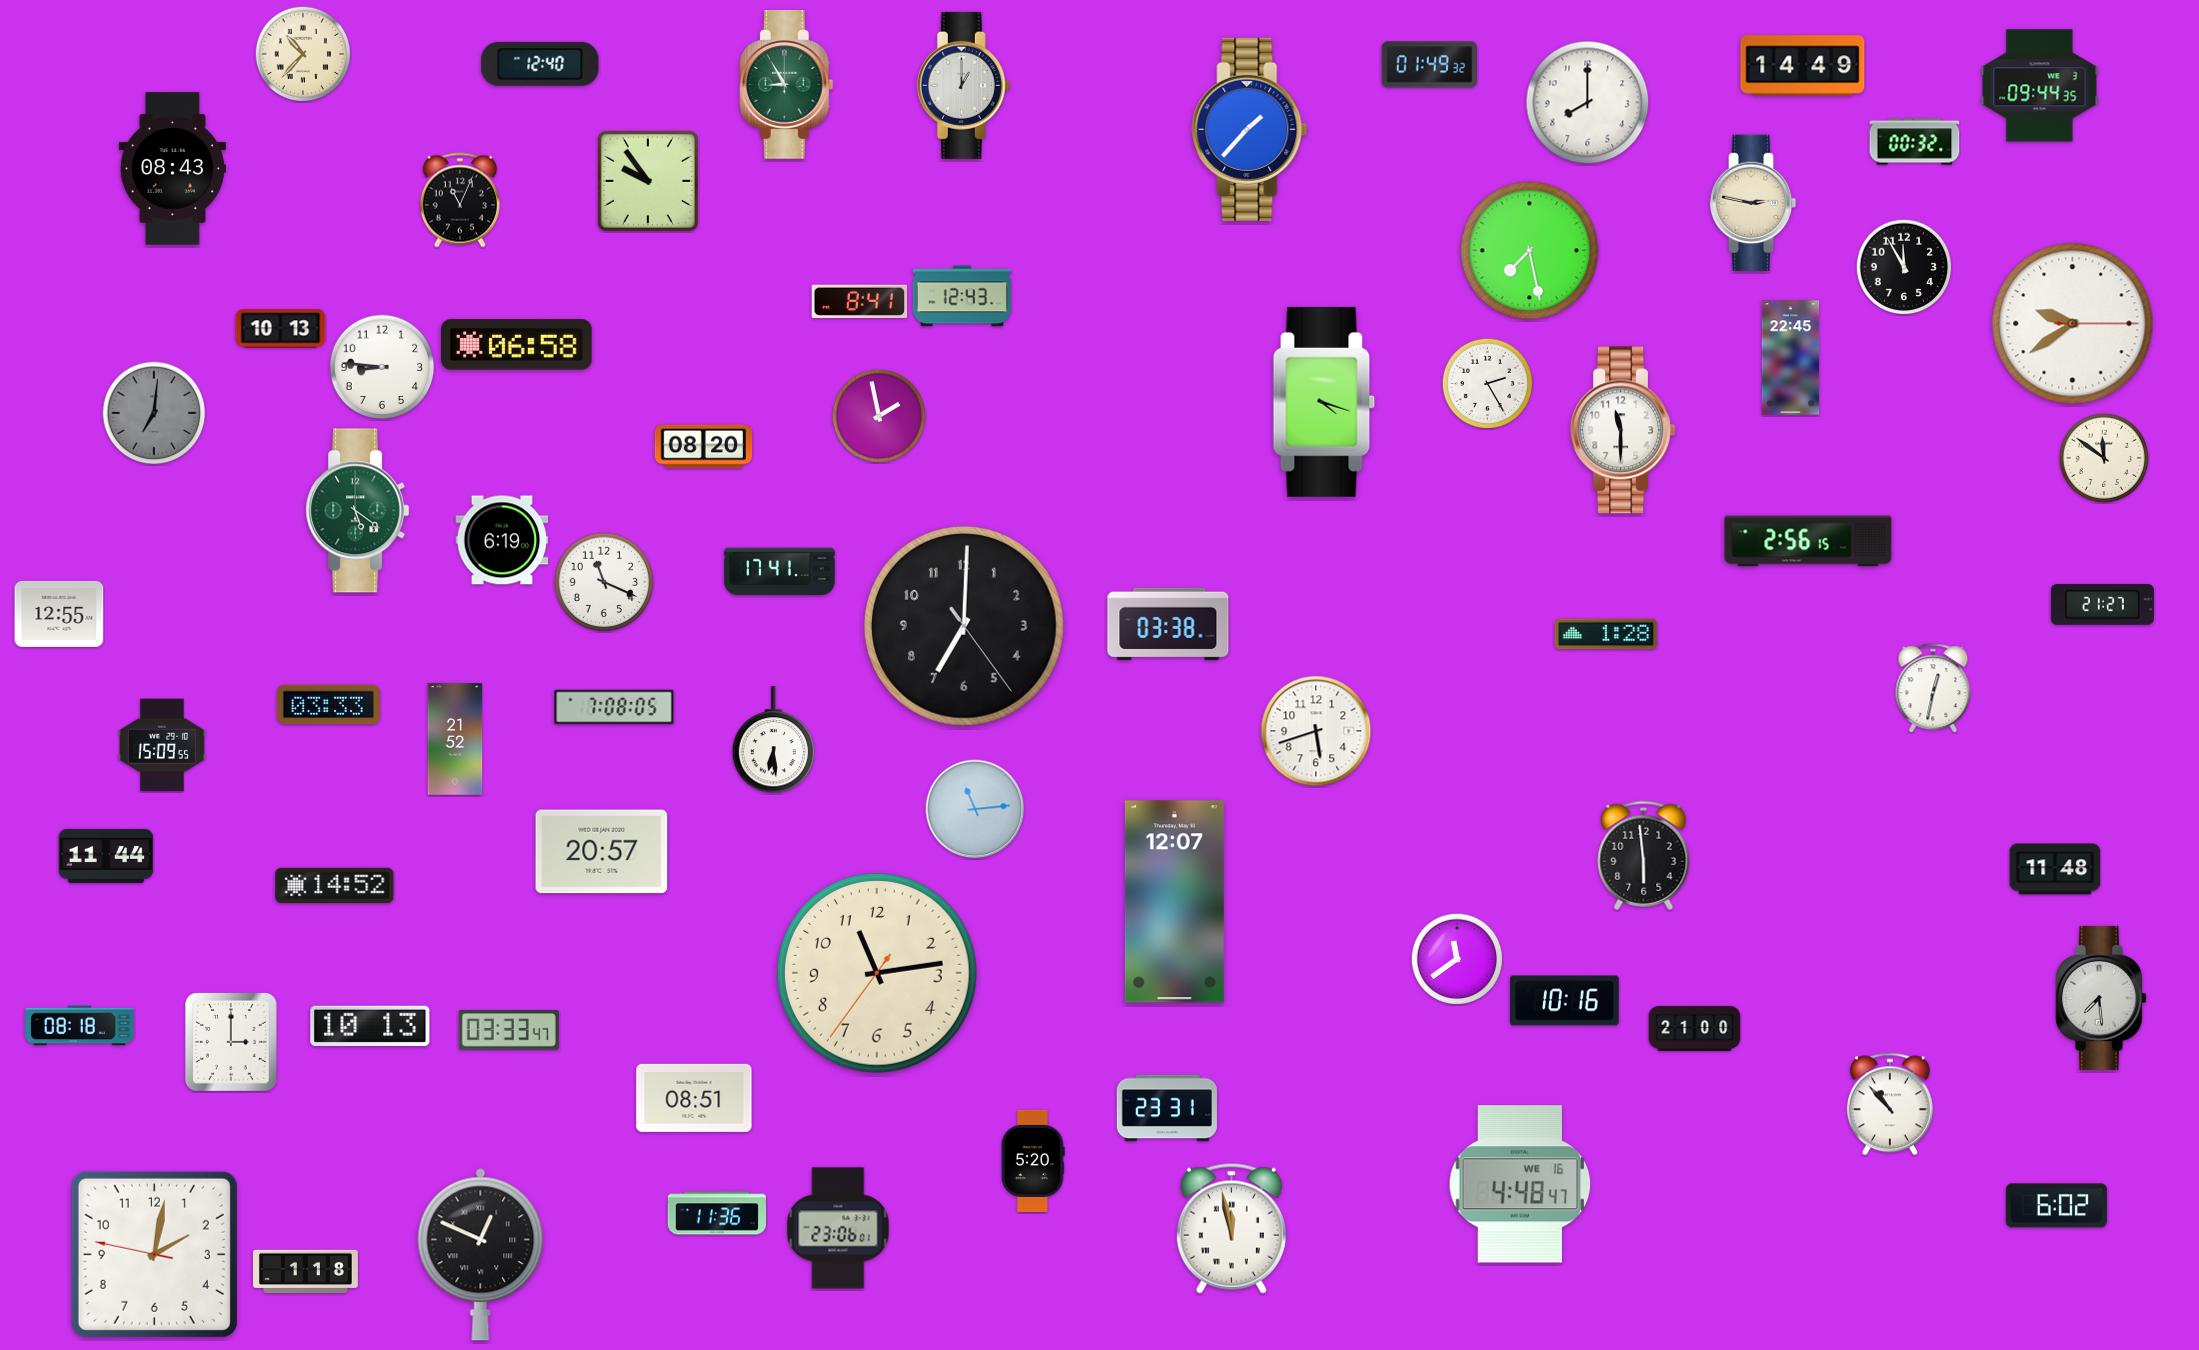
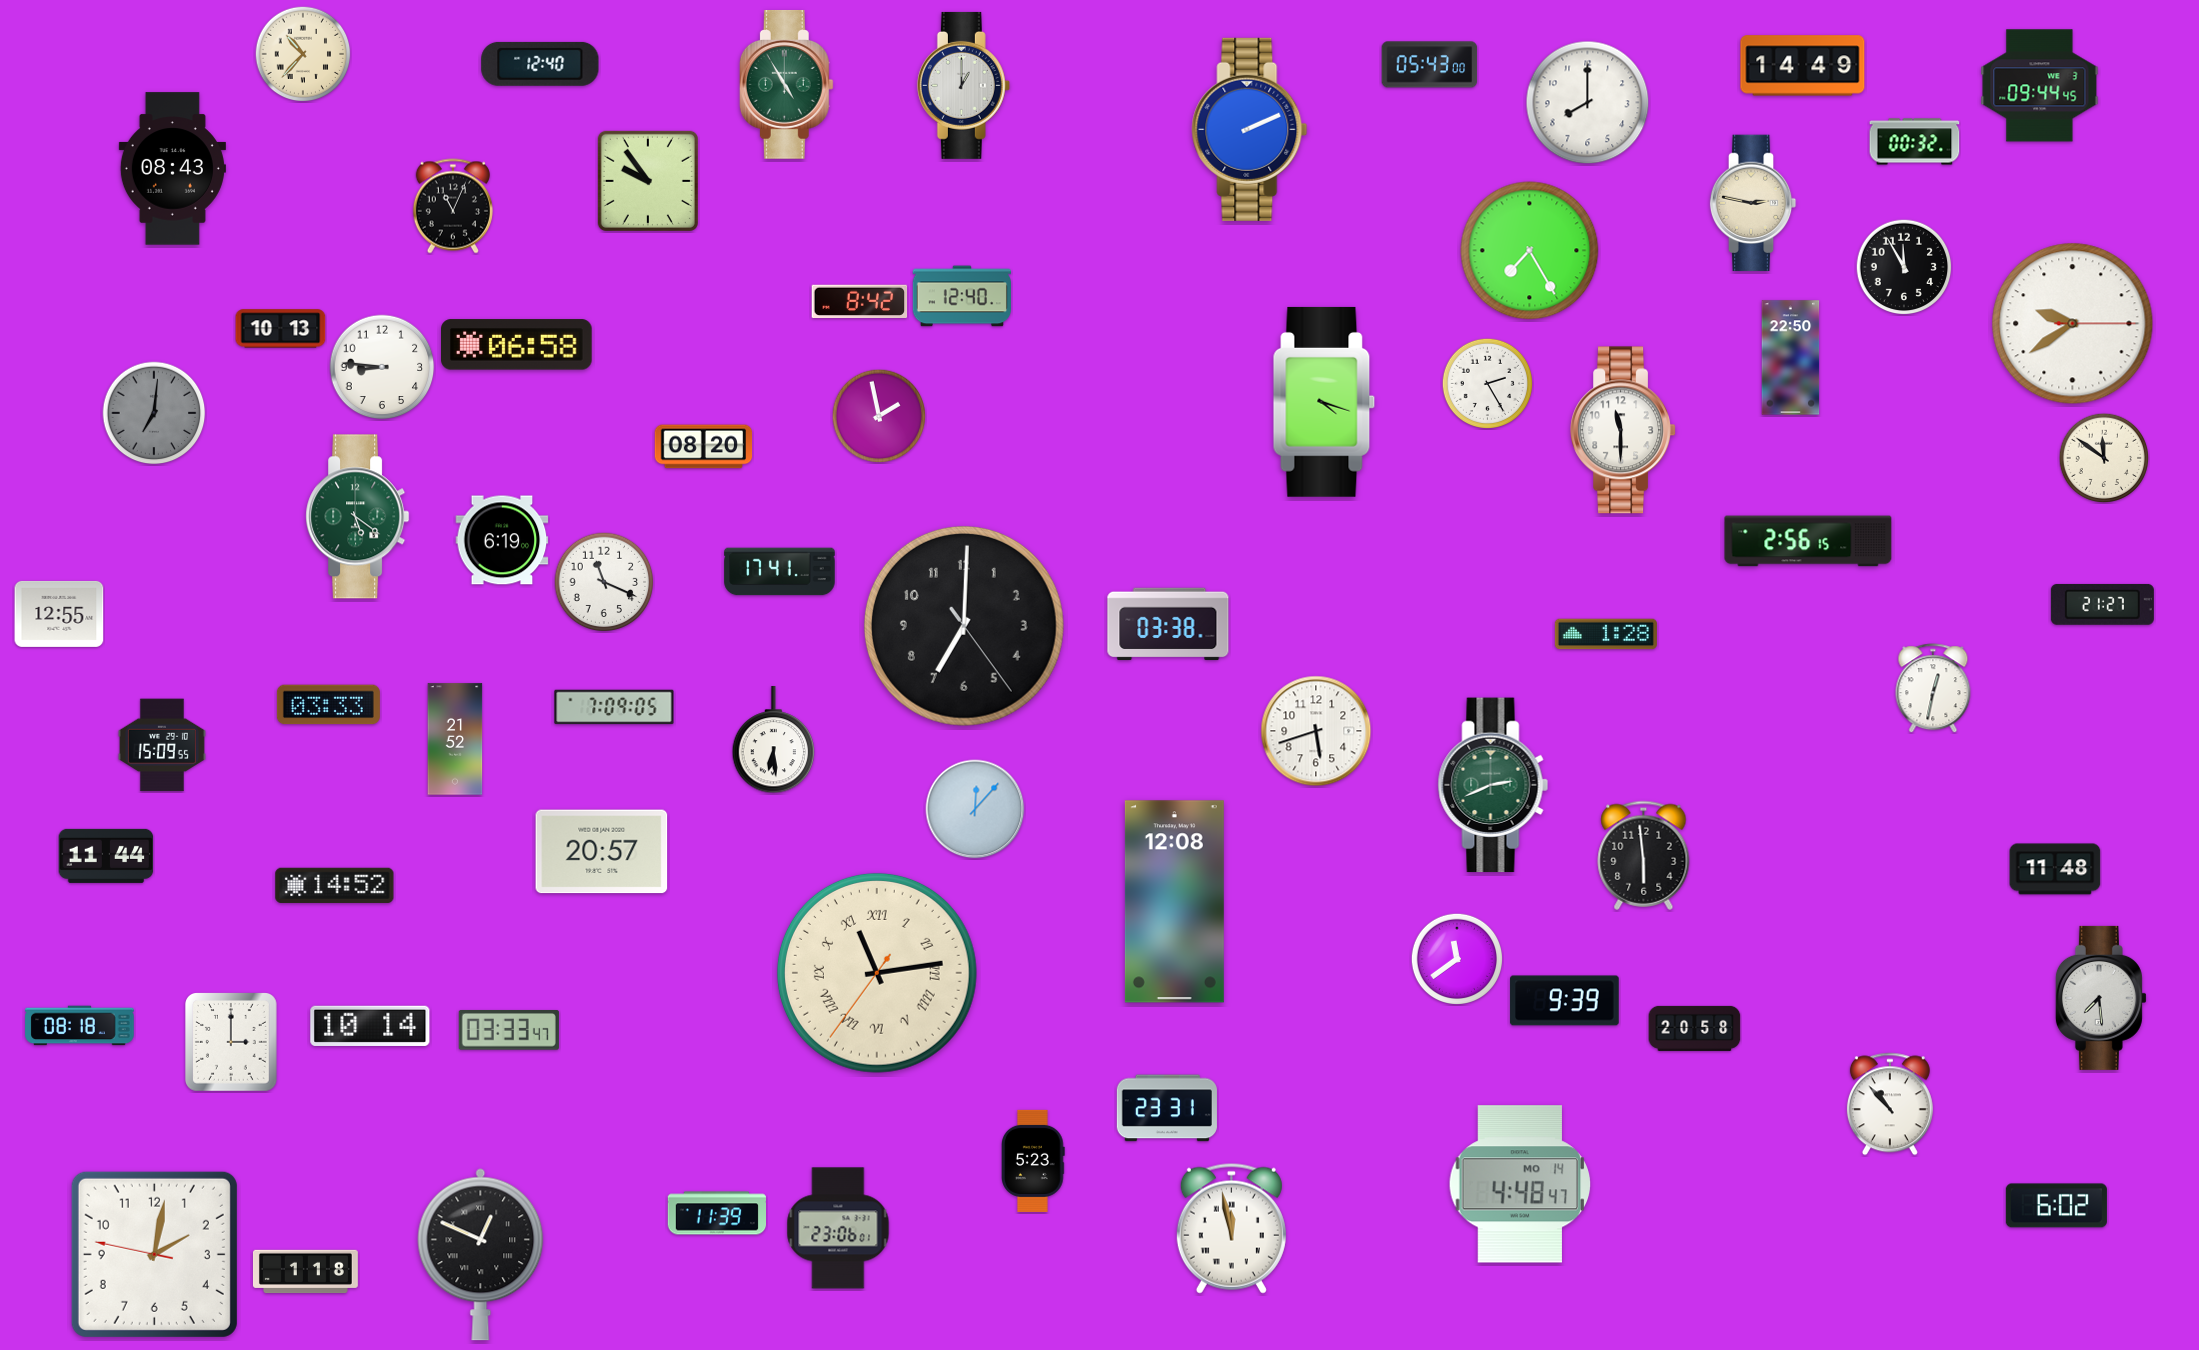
clock at (1430, 65): 01:49 -> 05:43
clock at (786, 85): 8:55 -> 4:55
clock at (2040, 86): 09:44:35 -> 09:44:45
clock at (1250, 129): 1:37 -> 2:11
clock at (460, 200) position: (460, 200) -> (453, 206)
clock at (1530, 251): 7:28 -> 7:25
clock at (961, 296): 12:43 -> 12:40
clock at (860, 302): 8:41 -> 8:42
clock at (1791, 358): 22:45 -> 22:50
clock at (358, 511) position: (358, 511) -> (358, 517)
clock at (614, 707): 7:08 -> 7:09
clock at (1493, 785): none -> 2:41
clock at (975, 809): 11:14 -> 12:07
clock at (1174, 902): 12:07 -> 12:08
clock at (877, 973) numerals: Arabic -> Roman
clock at (1565, 1001): 10:16 -> 9:39
clock at (370, 1026): 10:13 -> 10:14
clock at (1695, 1028): 21:00 -> 20:58
clock at (694, 1098): 08:51 -> none
clock at (1034, 1161): 5:20 -> 5:23
clock at (1520, 1184) date: WE 16 -> MO 14
clock at (716, 1213): 11:36 -> 11:39
